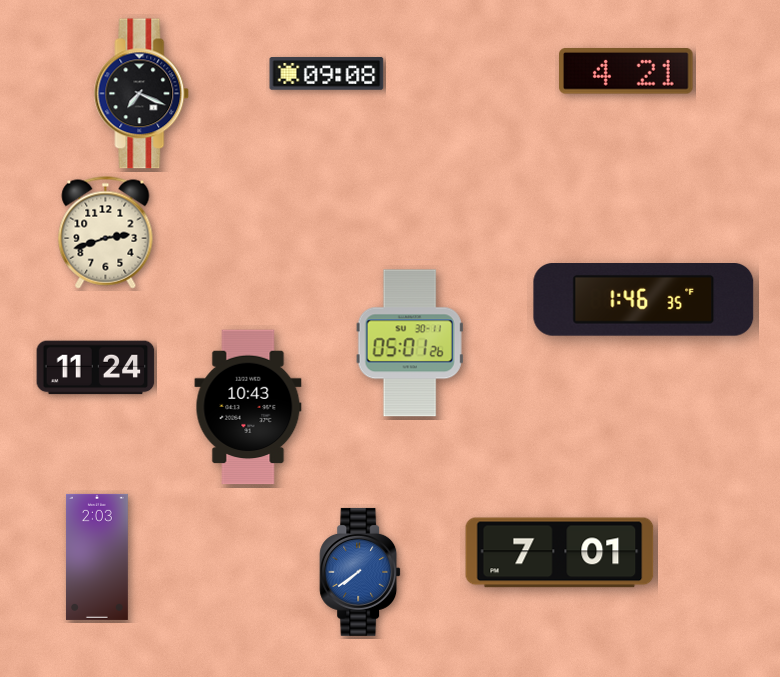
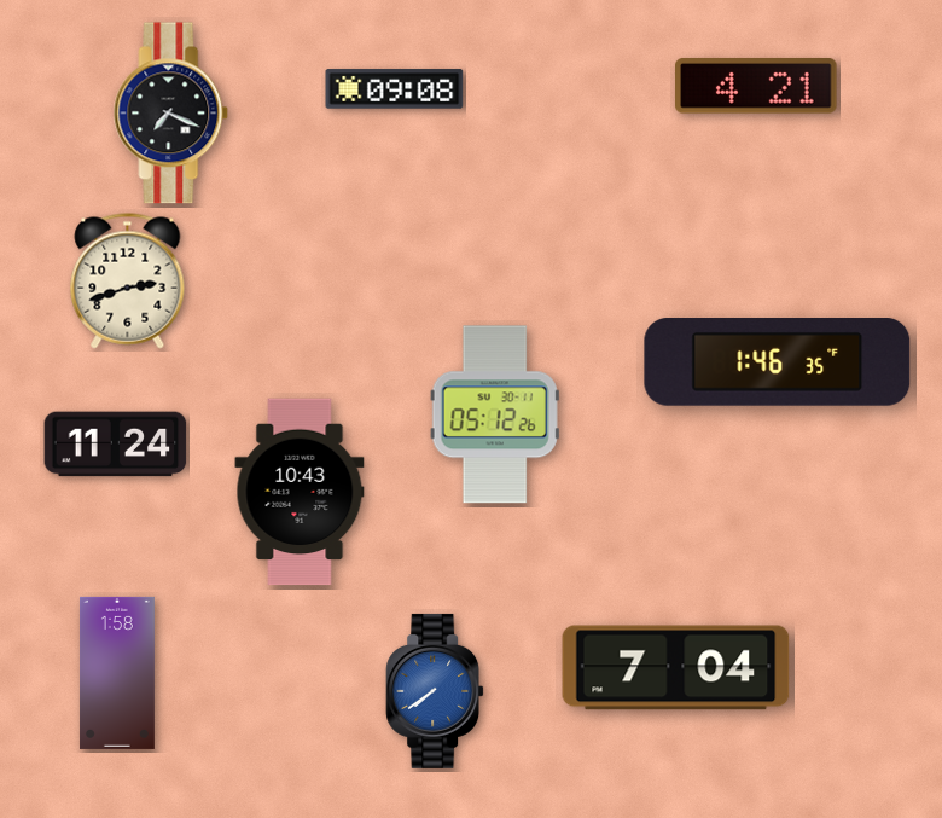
clock at (410, 343): 05:01 -> 05:12
clock at (560, 553): 7:01 -> 7:04
clock at (97, 557): 2:03 -> 1:58
